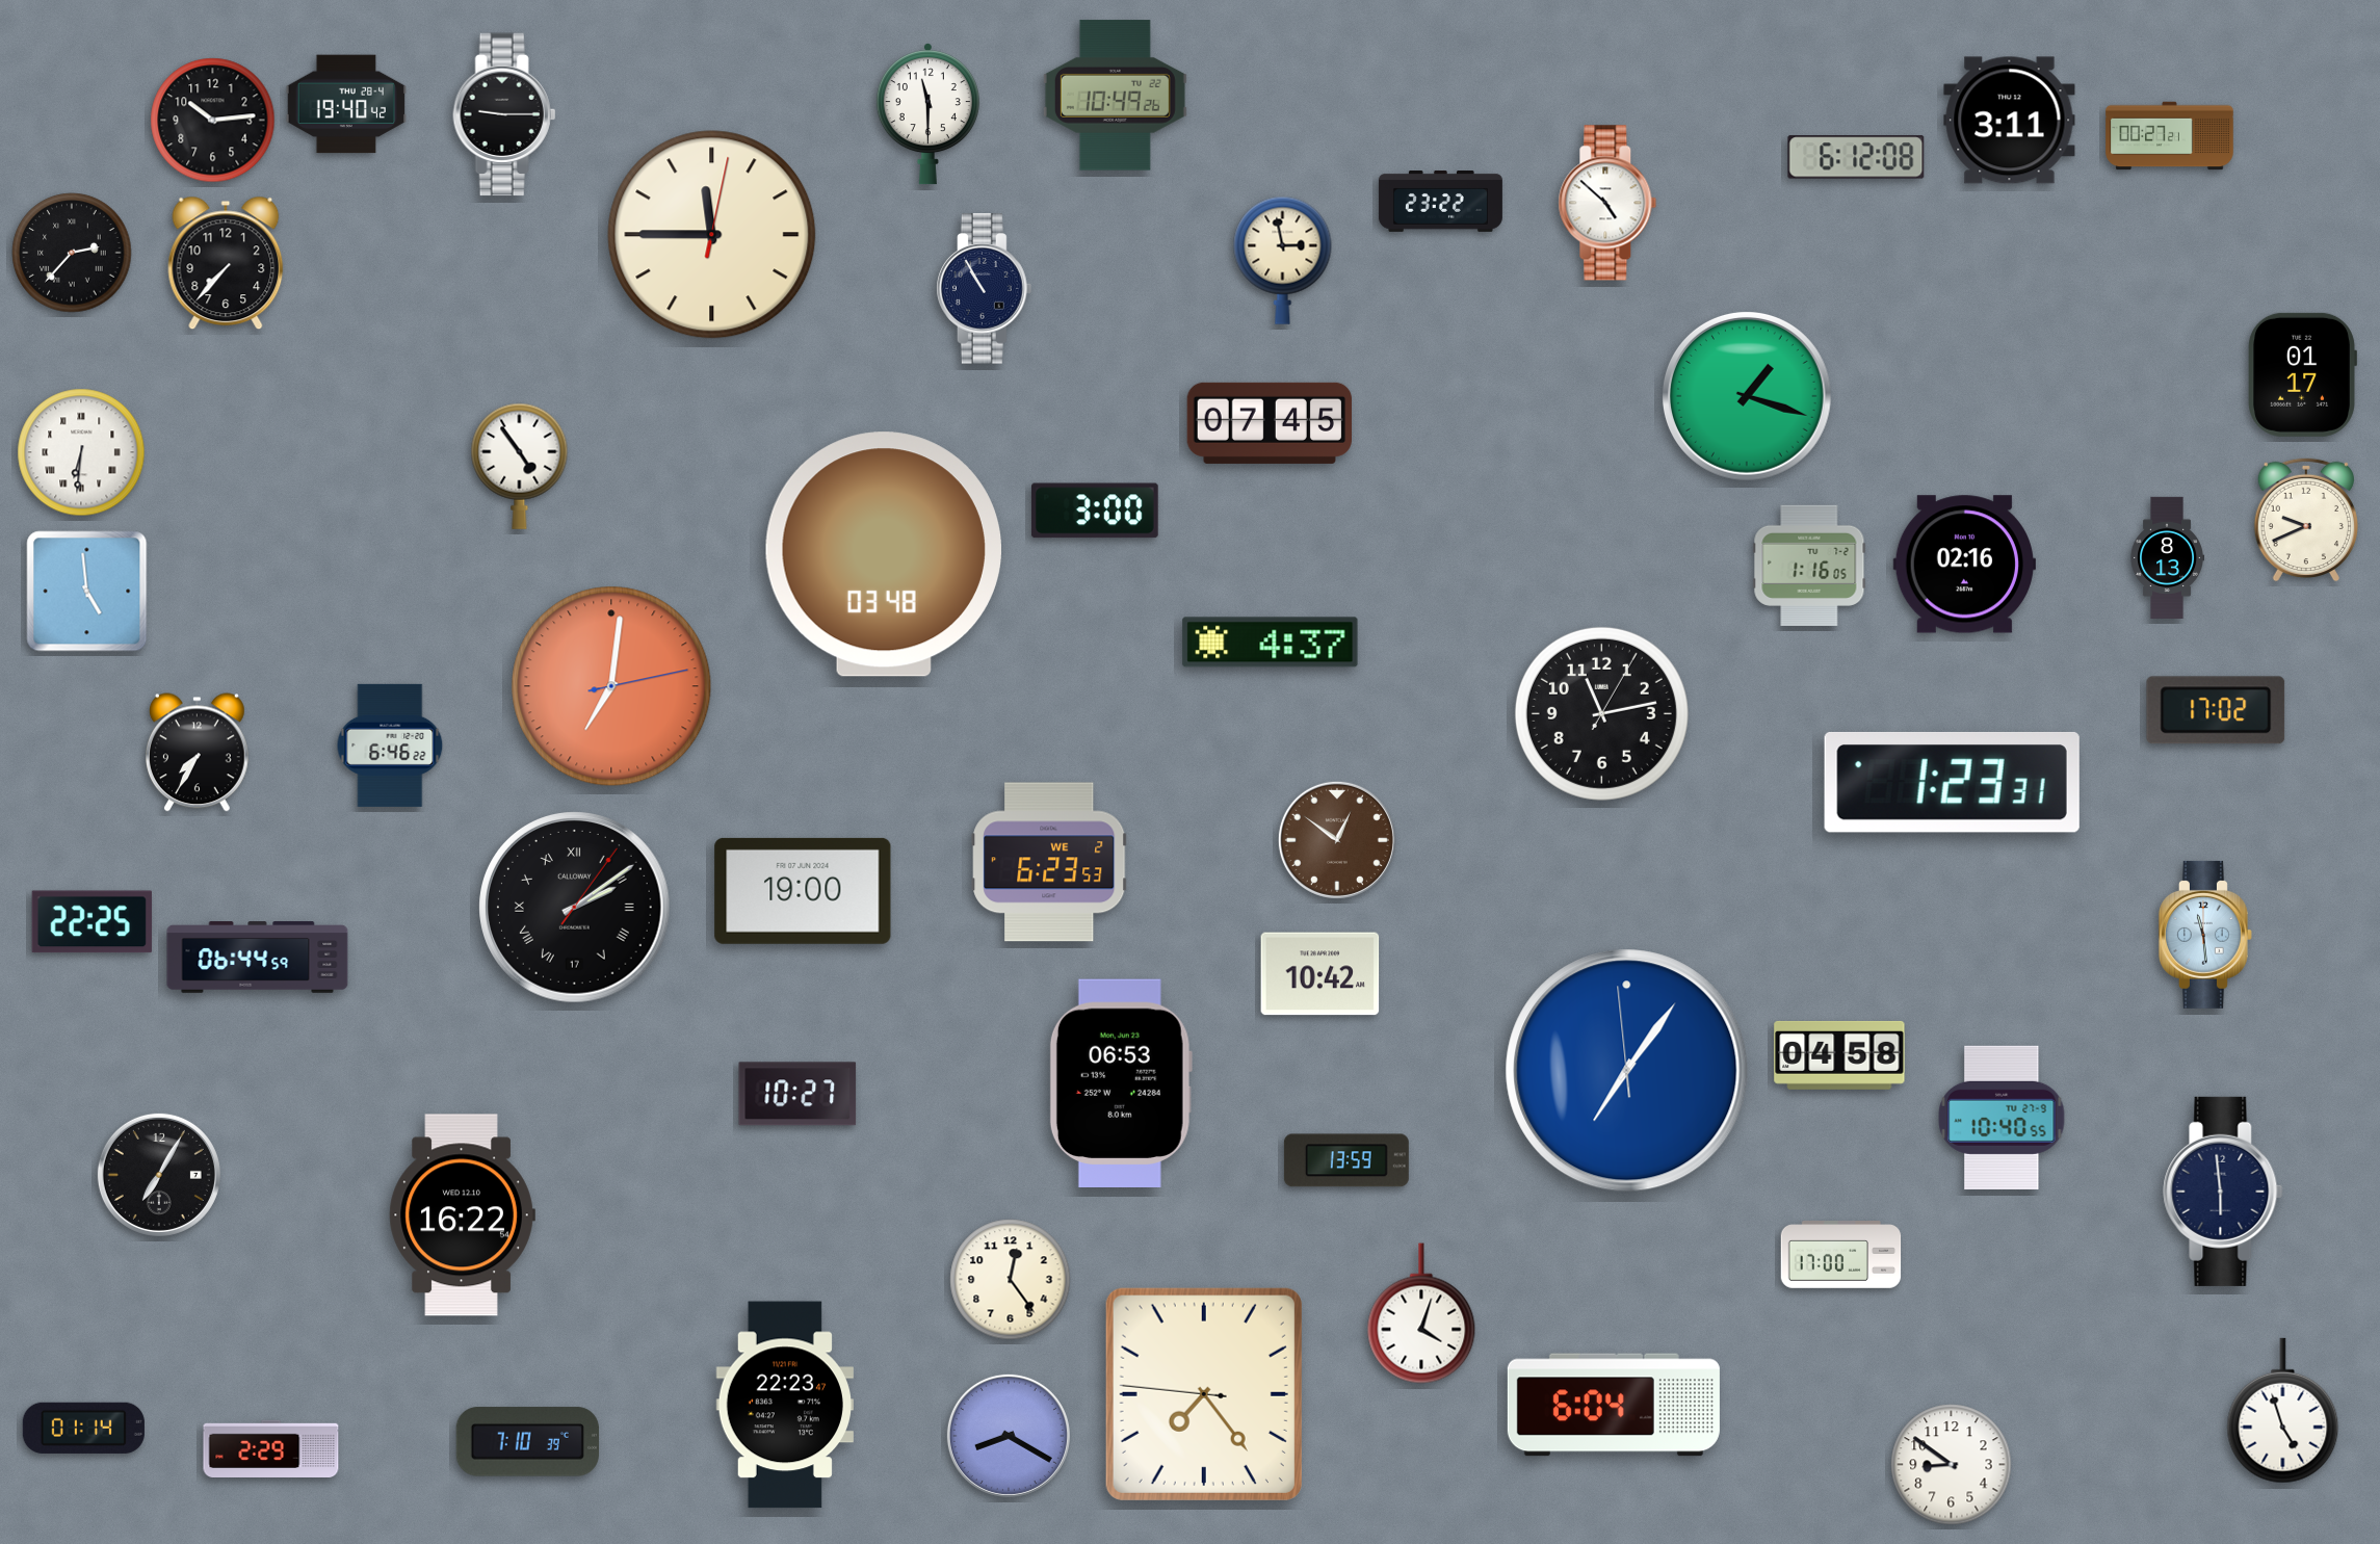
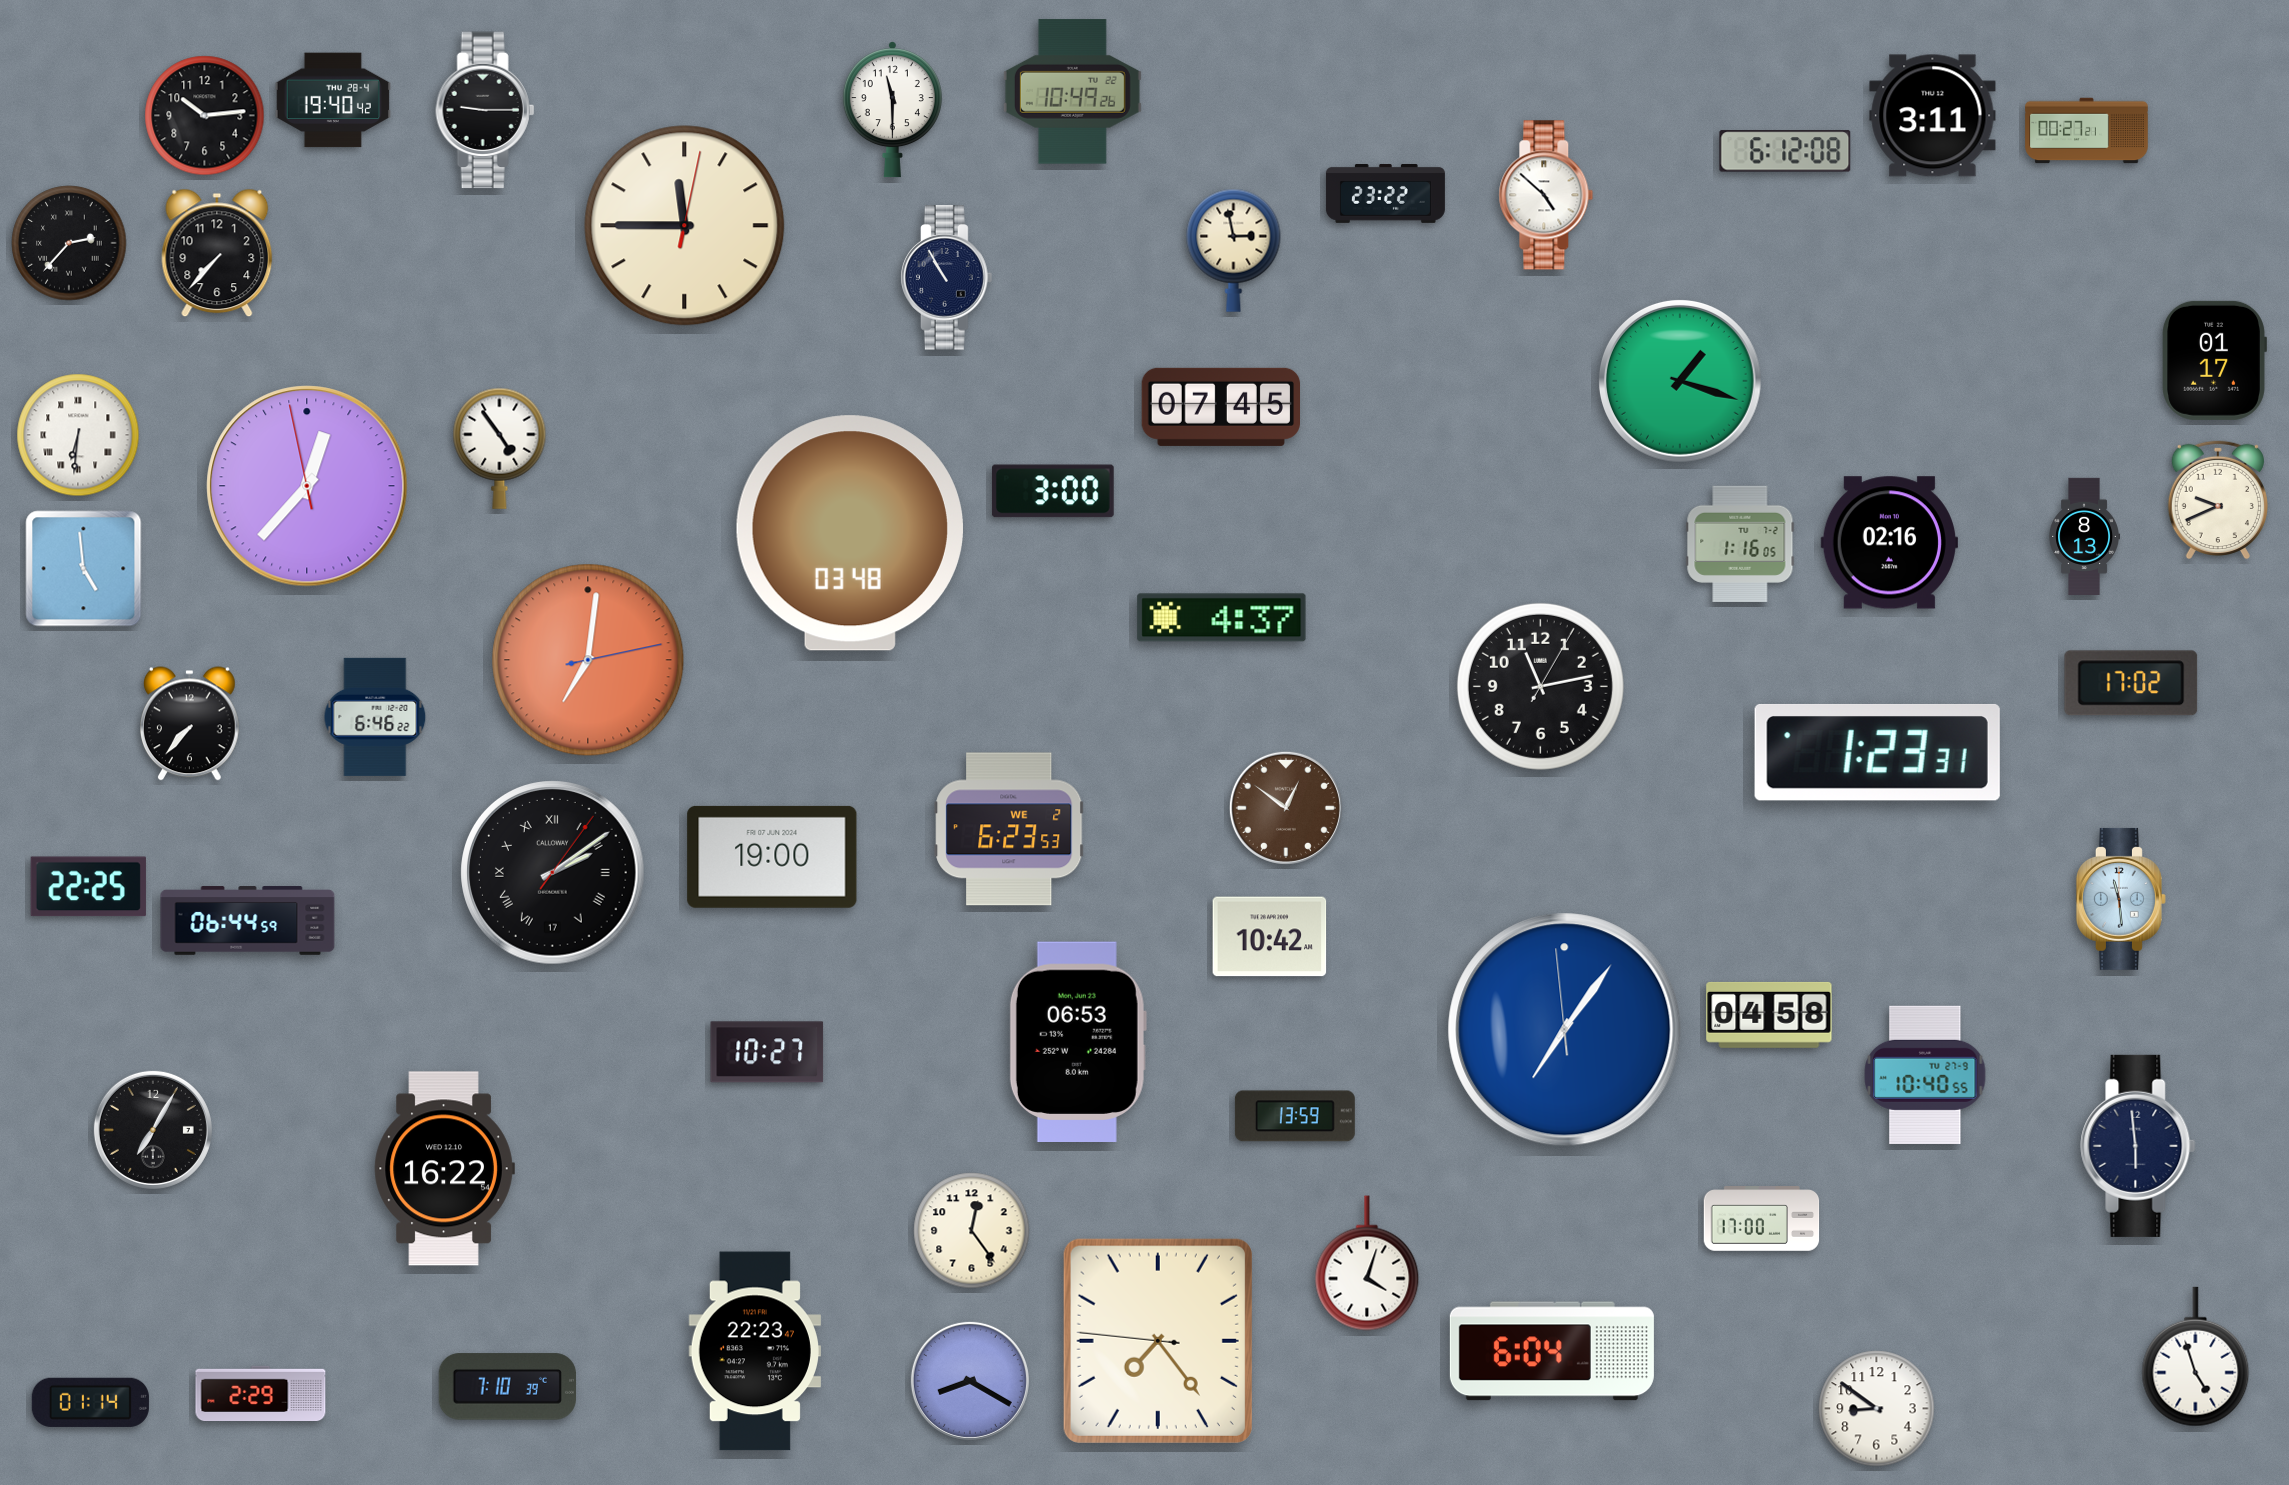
clock at (307, 486): none -> 12:36
clock at (198, 753): 7:35 -> 7:37
clock at (1841, 1255) position: (1841, 1255) -> (1762, 1219)
clock at (83, 1428) position: (83, 1428) -> (90, 1402)
